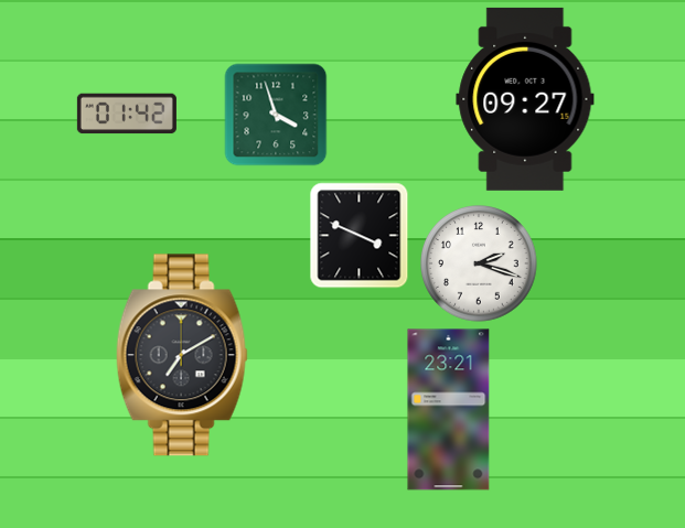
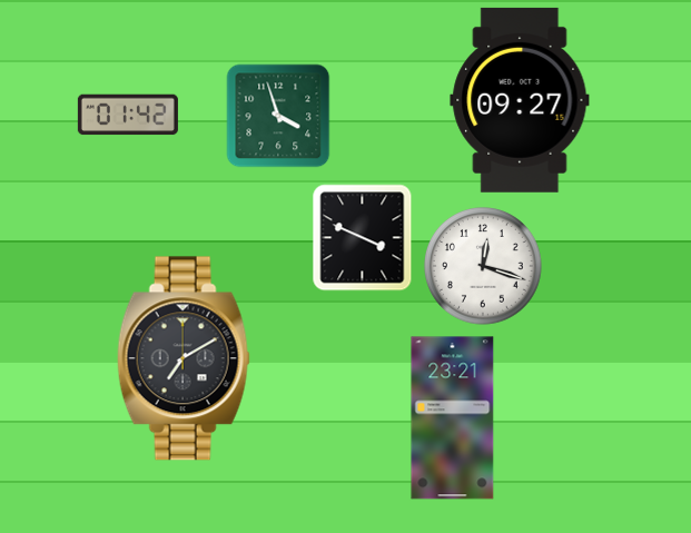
clock at (525, 99) position: (525, 99) -> (520, 100)
clock at (479, 263): 2:18 -> 12:18
clock at (449, 410) position: (449, 410) -> (453, 418)
